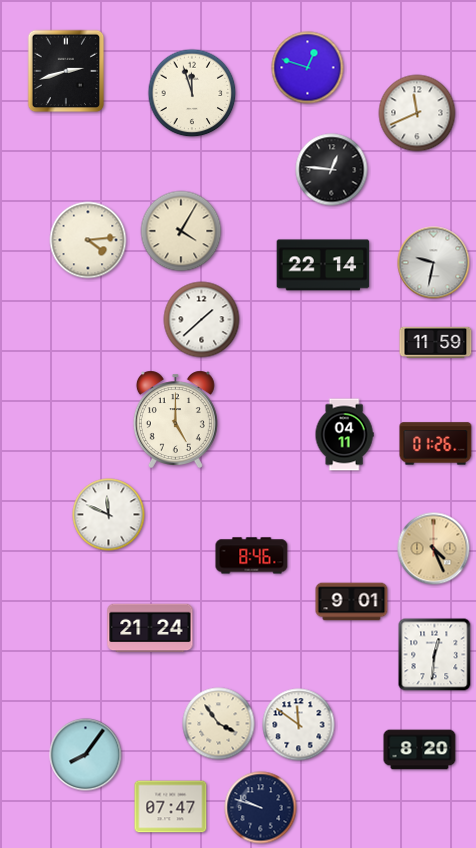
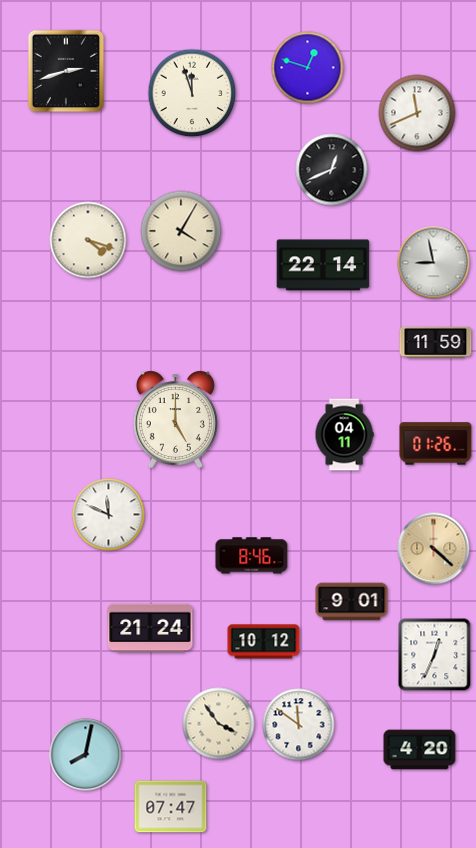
clock at (332, 170): 12:46 -> 12:41
clock at (88, 240): 4:14 -> 4:18
clock at (434, 263): 9:32 -> 8:58
clock at (202, 320): 1:38 -> none
clock at (434, 549): 4:26 -> 4:22
clock at (264, 642): none -> 10:12
clock at (435, 655): 12:31 -> 12:34
clock at (420, 750): 8:20 -> 4:20
clock at (86, 755): 8:06 -> 8:02
clock at (261, 808): 9:48 -> none
